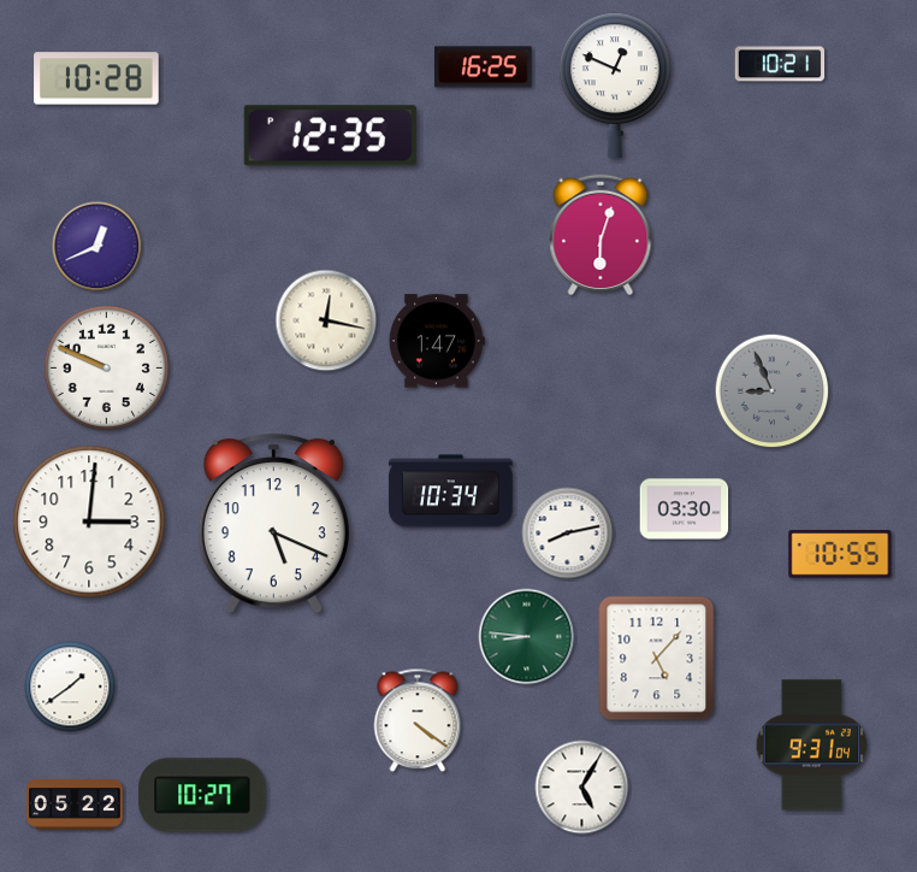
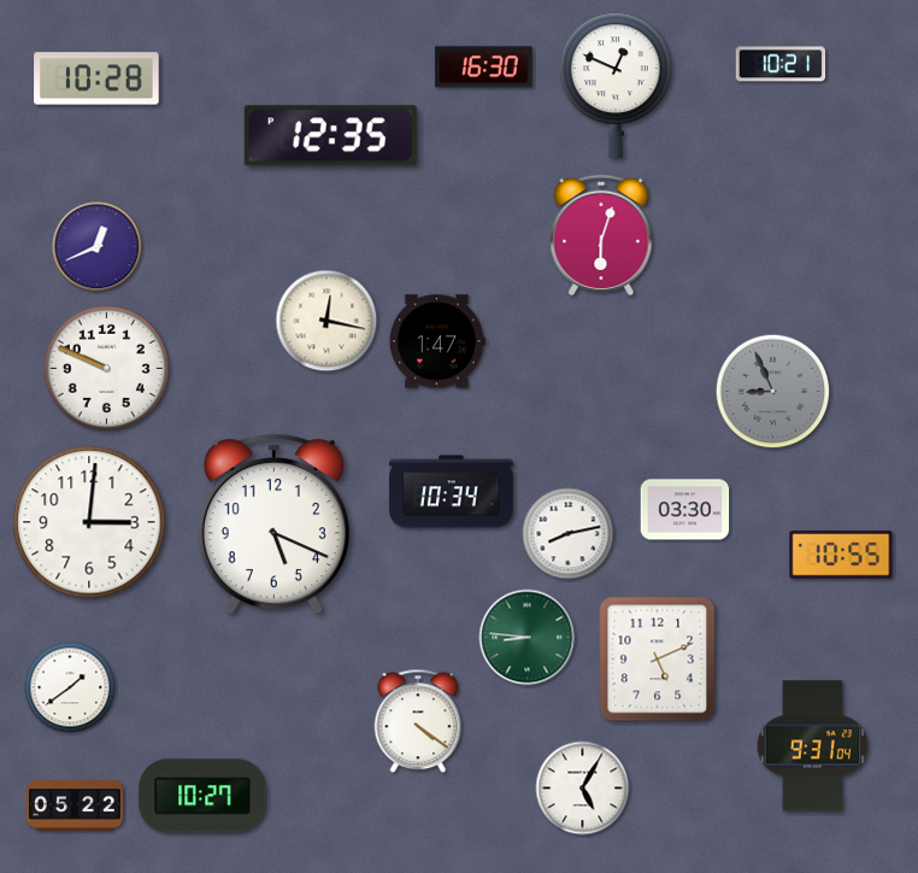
clock at (484, 67): 16:25 -> 16:30
clock at (657, 659): 5:07 -> 5:11
